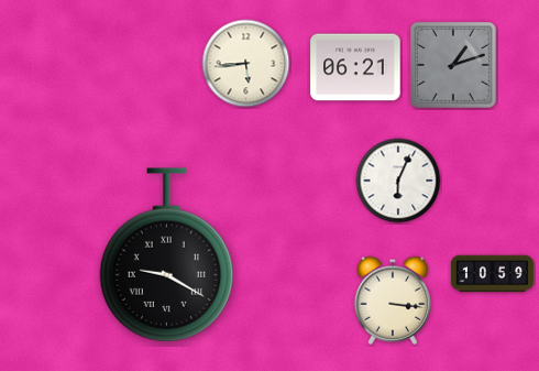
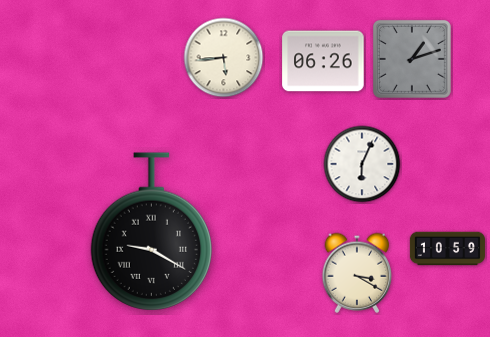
clock at (355, 67): 06:21 -> 06:26
clock at (393, 301): 3:16 -> 3:20
